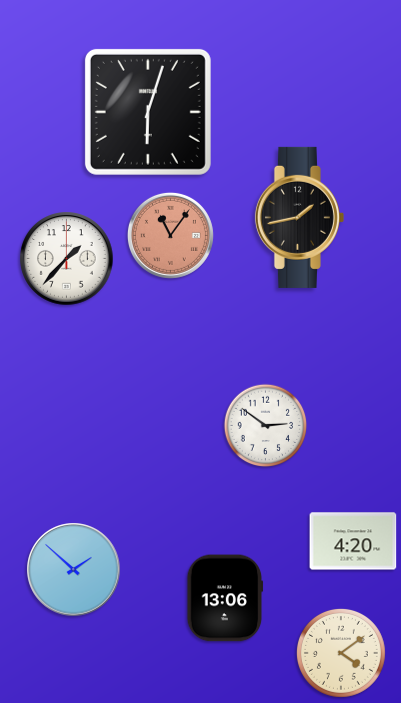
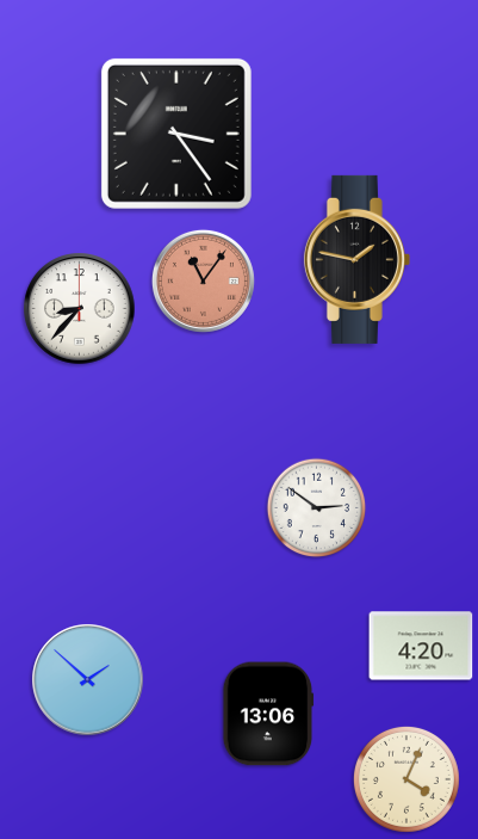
clock at (148, 112): 6:03 -> 3:24
clock at (299, 217): 1:43 -> 1:47
clock at (67, 259): 1:37 -> 8:37
clock at (341, 653): 4:09 -> 4:04
